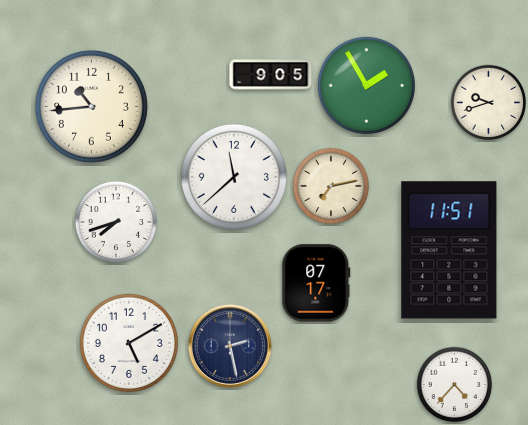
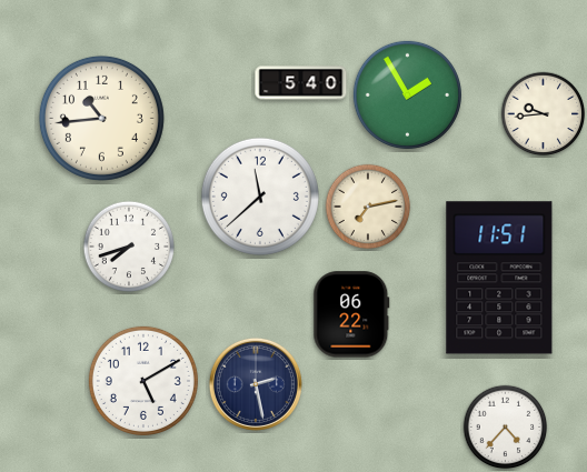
clock at (271, 75): 9:05 -> 5:40
clock at (489, 103): 9:42 -> 9:44
clock at (316, 283): 07:17 -> 06:22
